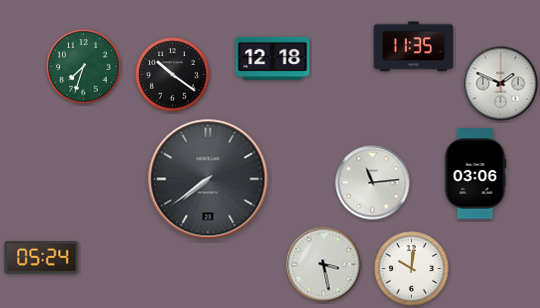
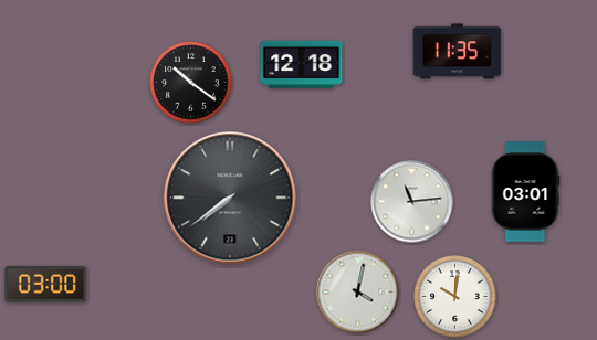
clock at (84, 67): 7:33 -> none
clock at (501, 84): 1:49 -> none
clock at (475, 174): 03:06 -> 03:01
clock at (42, 257): 05:24 -> 03:00
clock at (324, 265): 3:28 -> 4:02
